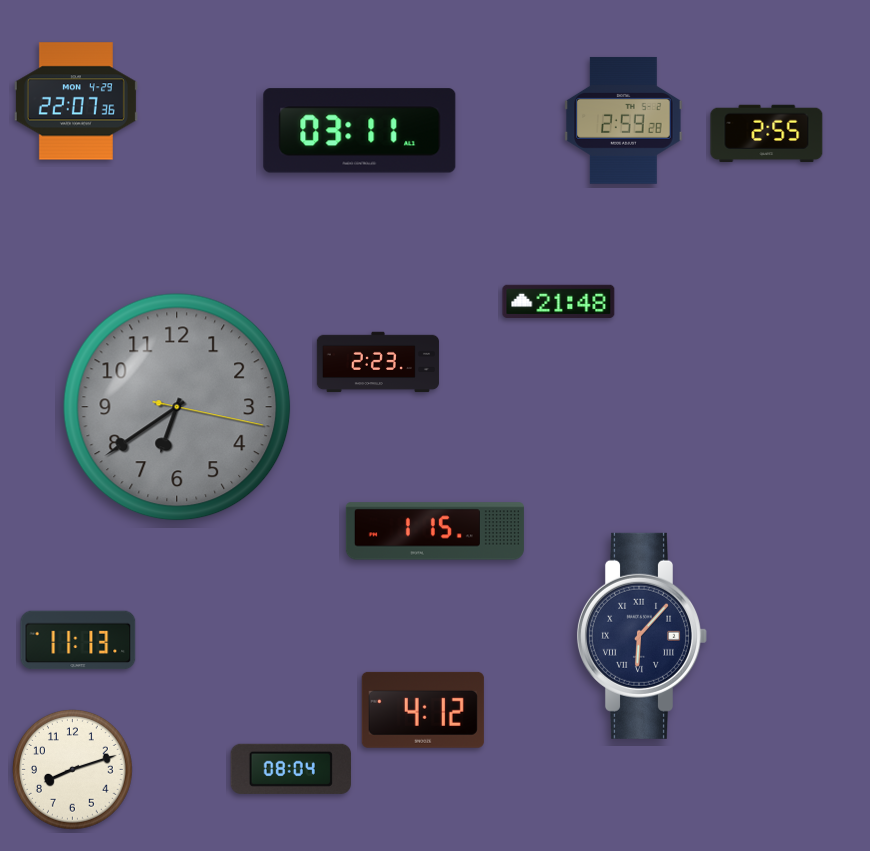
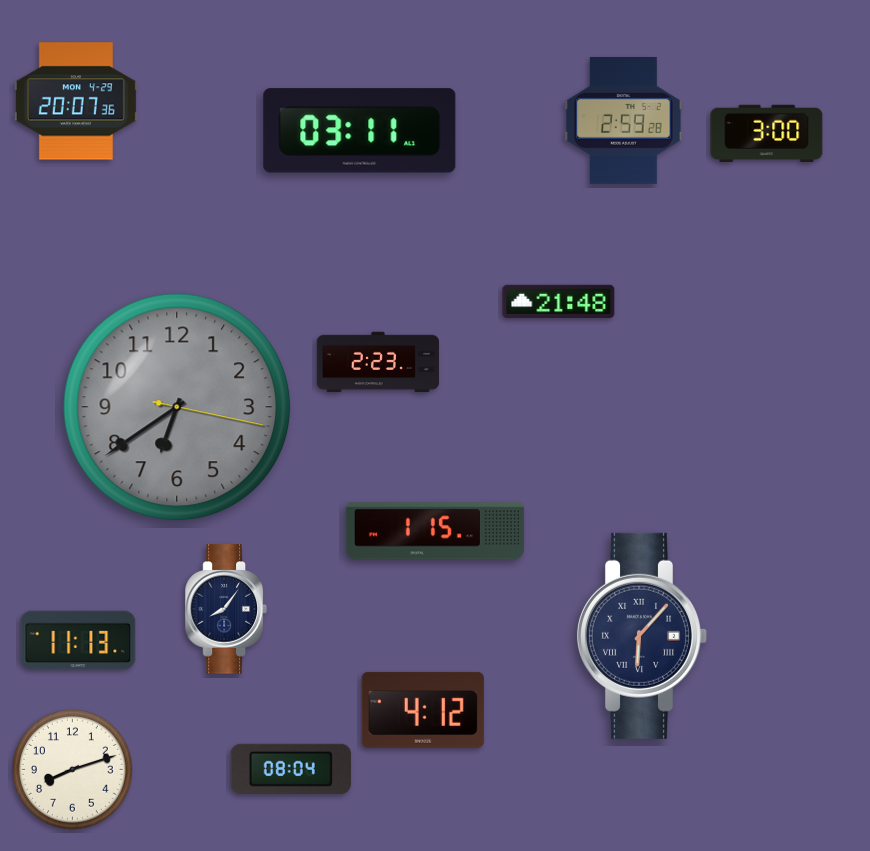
clock at (76, 101): 22:07 -> 20:07
clock at (767, 134): 2:55 -> 3:00
clock at (226, 609): none -> 8:06
